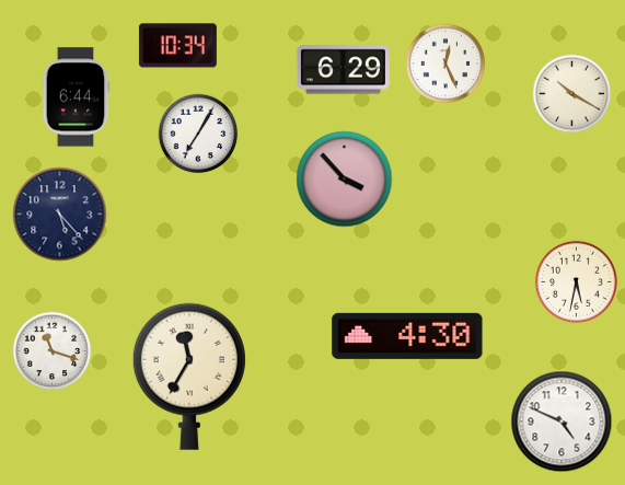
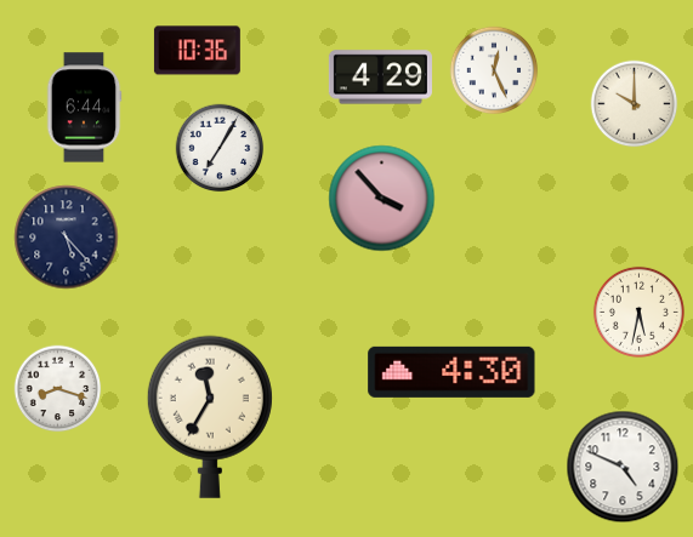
clock at (177, 46): 10:34 -> 10:36
clock at (343, 70): 6:29 -> 4:29
clock at (572, 94): 10:20 -> 10:00
clock at (53, 351): 11:18 -> 8:18
